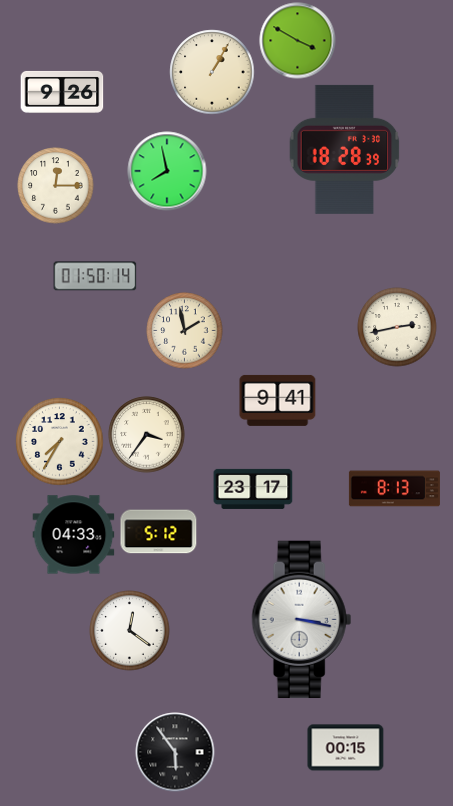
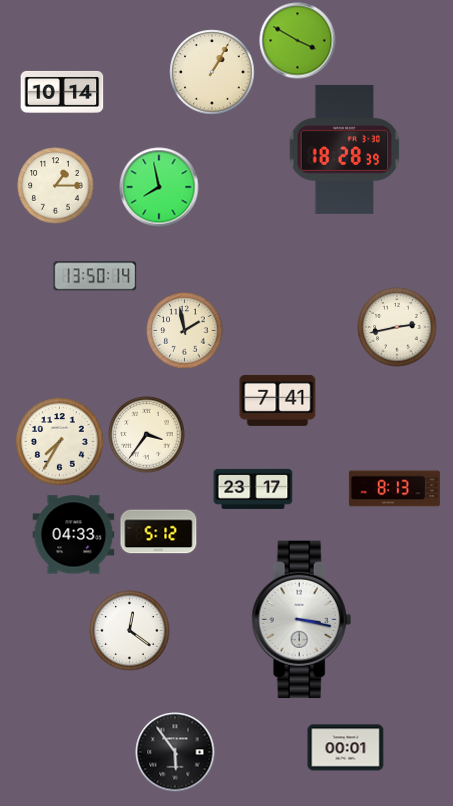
clock at (62, 92): 9:26 -> 10:14
clock at (167, 171) position: (167, 171) -> (159, 187)
clock at (56, 186): 12:15 -> 1:15
clock at (95, 276): 01:50 -> 13:50
clock at (278, 400): 9:41 -> 7:41
clock at (346, 748): 00:15 -> 00:01
